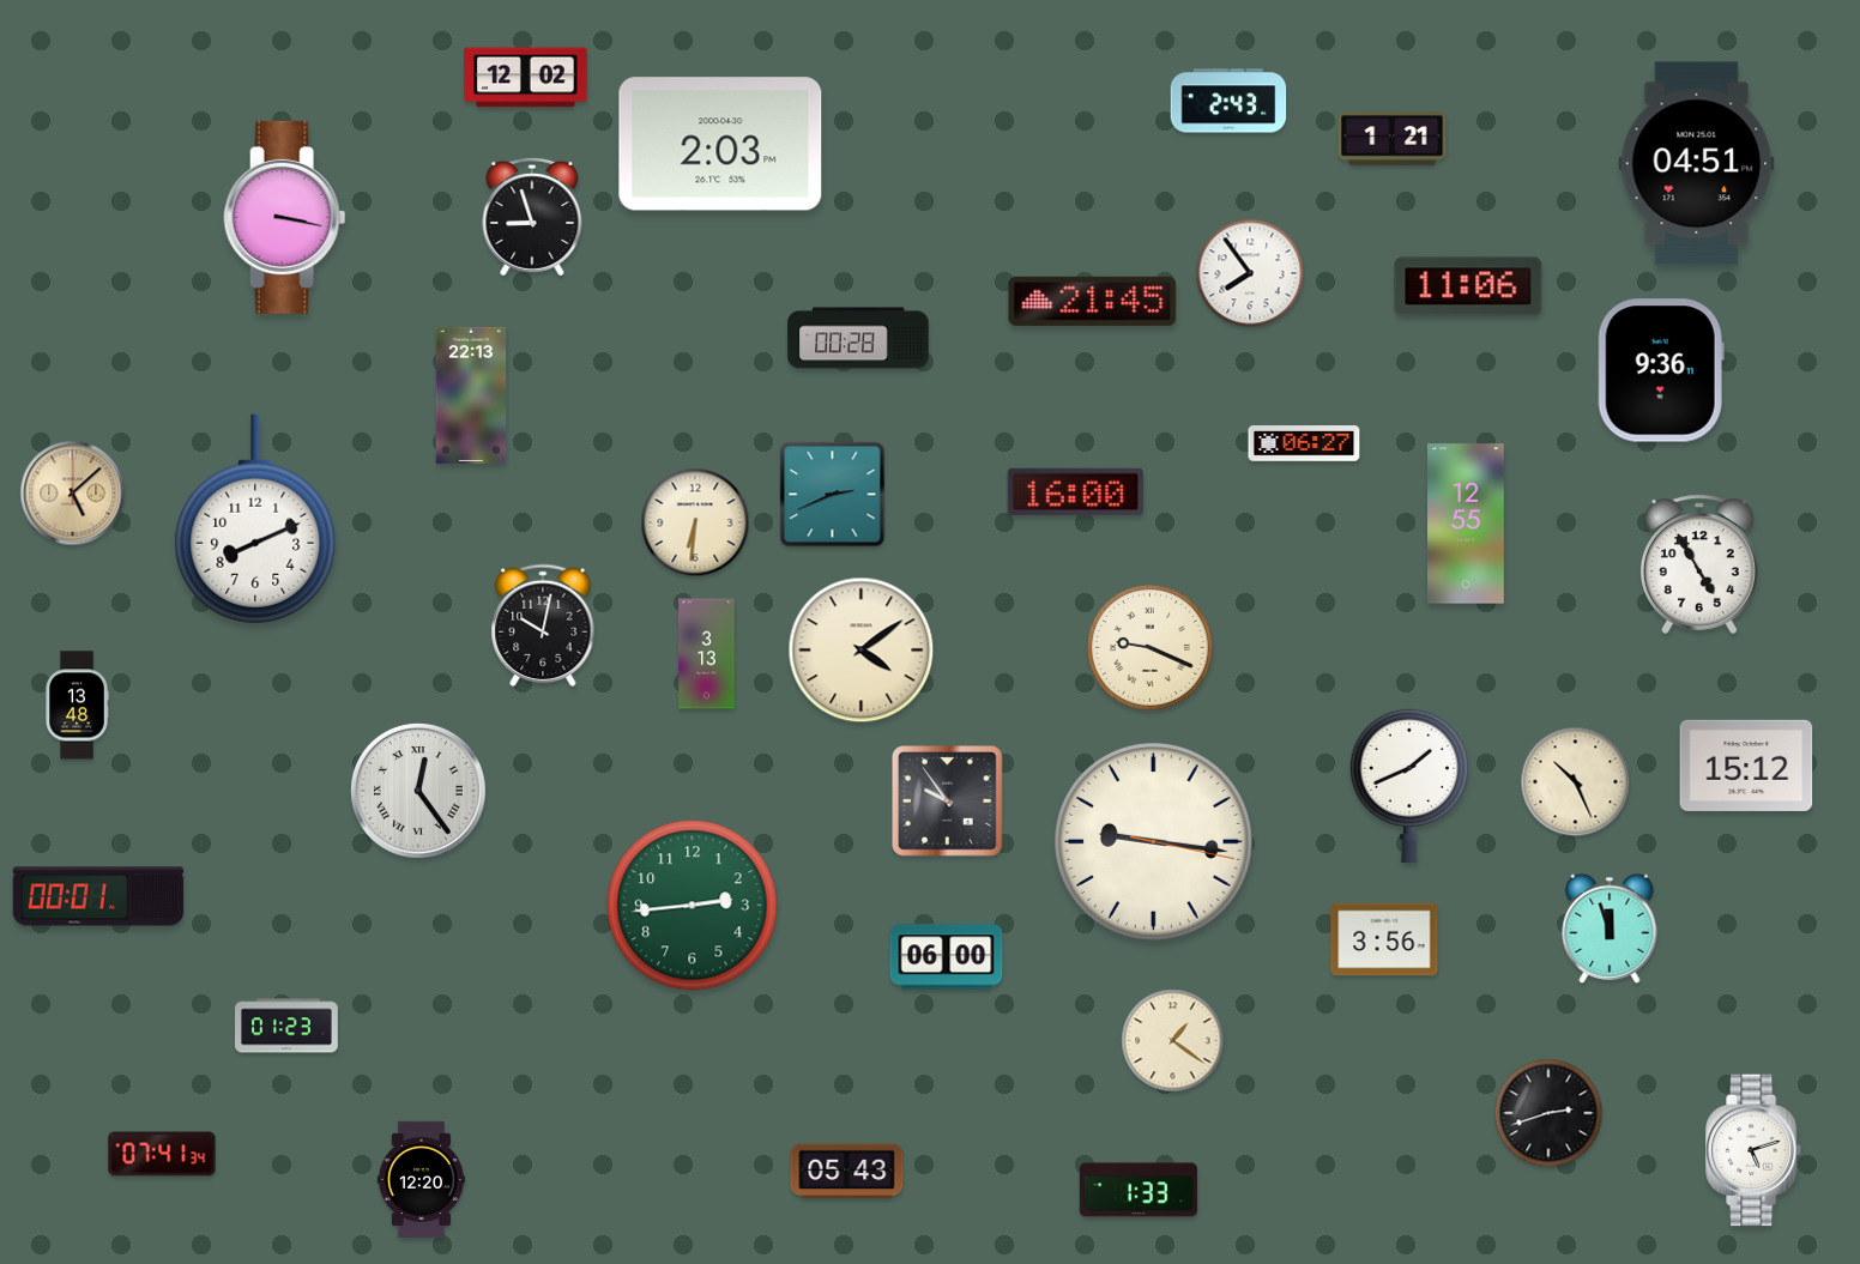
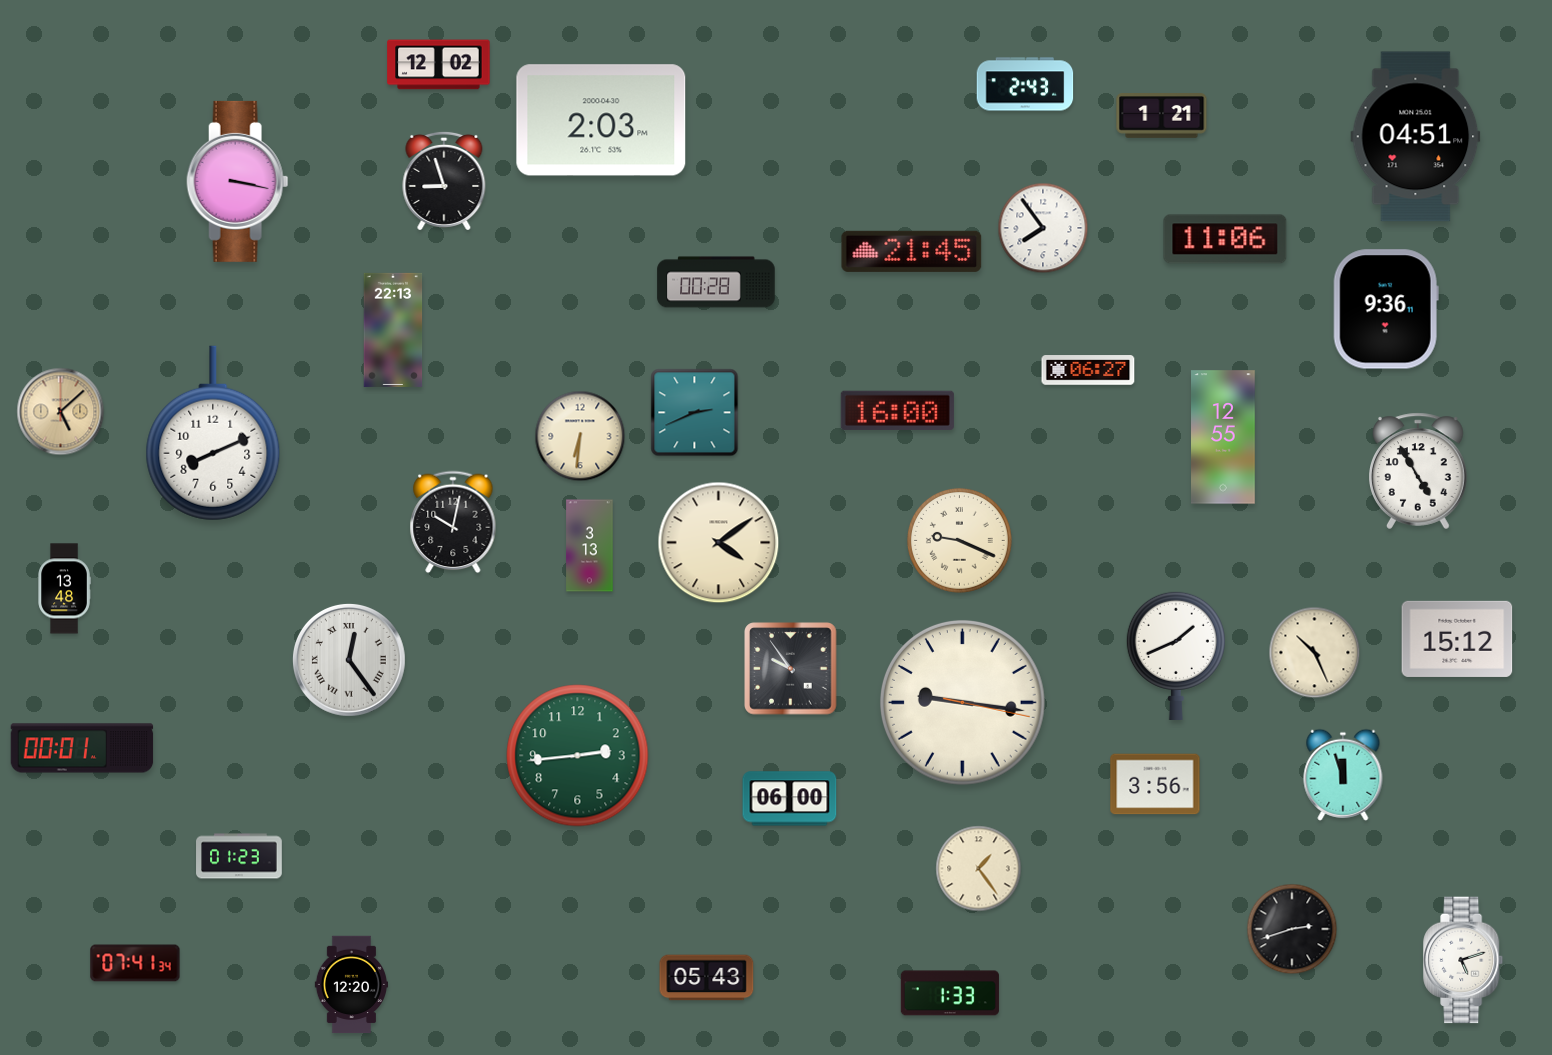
clock at (1173, 1041): 1:21 -> 1:24
